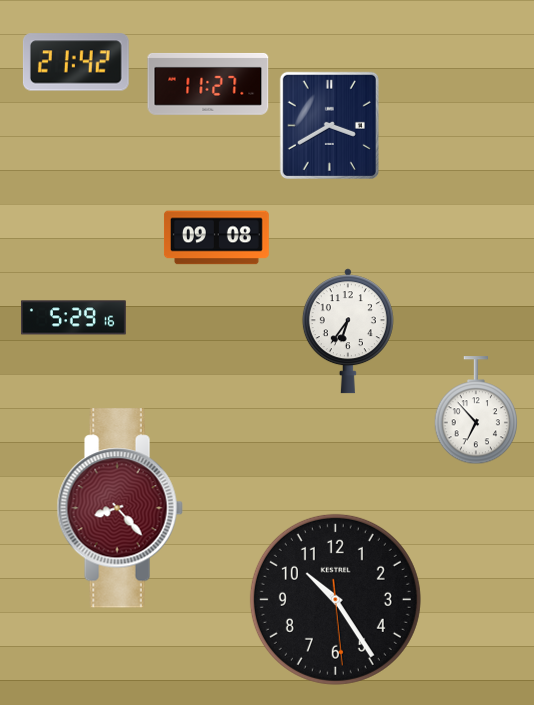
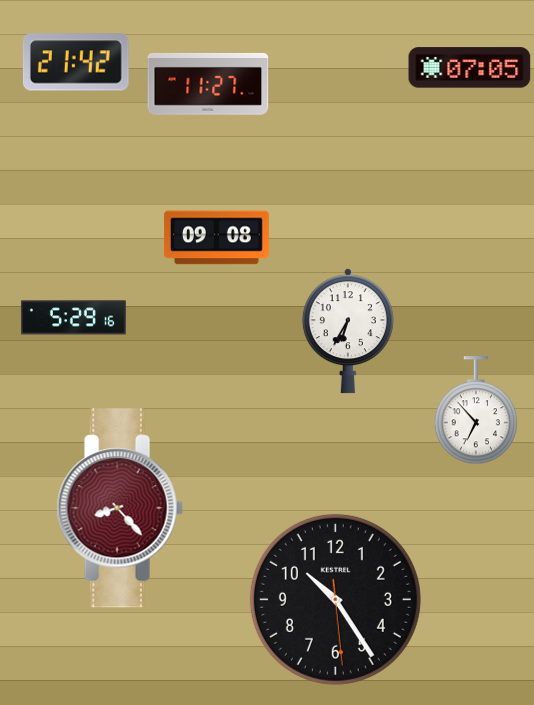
clock at (470, 68): none -> 07:05
clock at (329, 125): 3:40 -> none
clock at (348, 331): 6:36 -> 6:35
